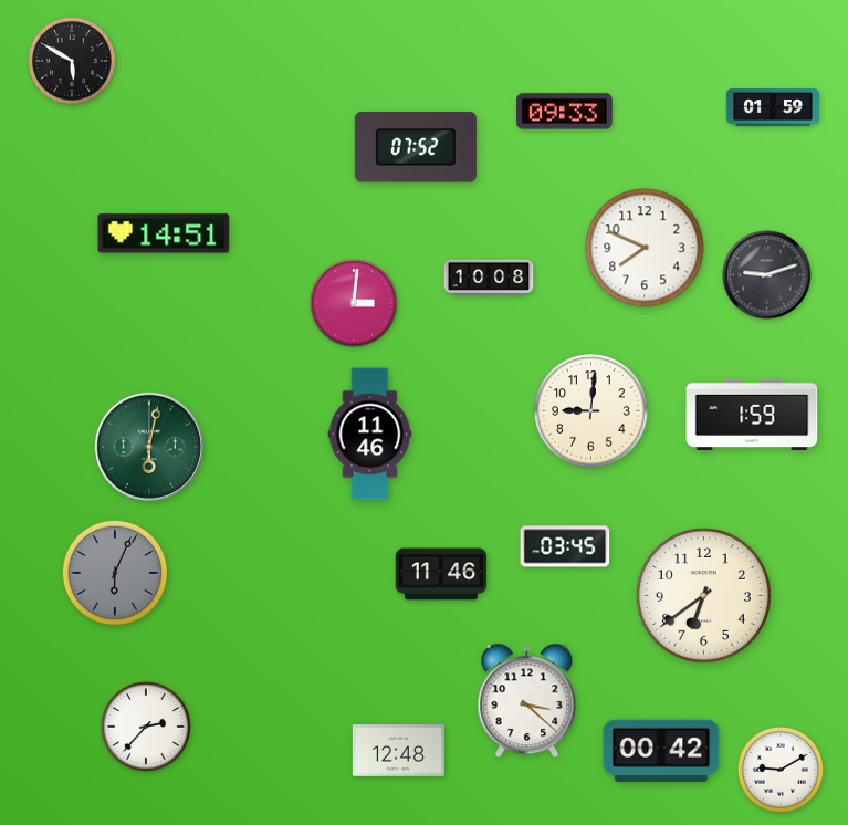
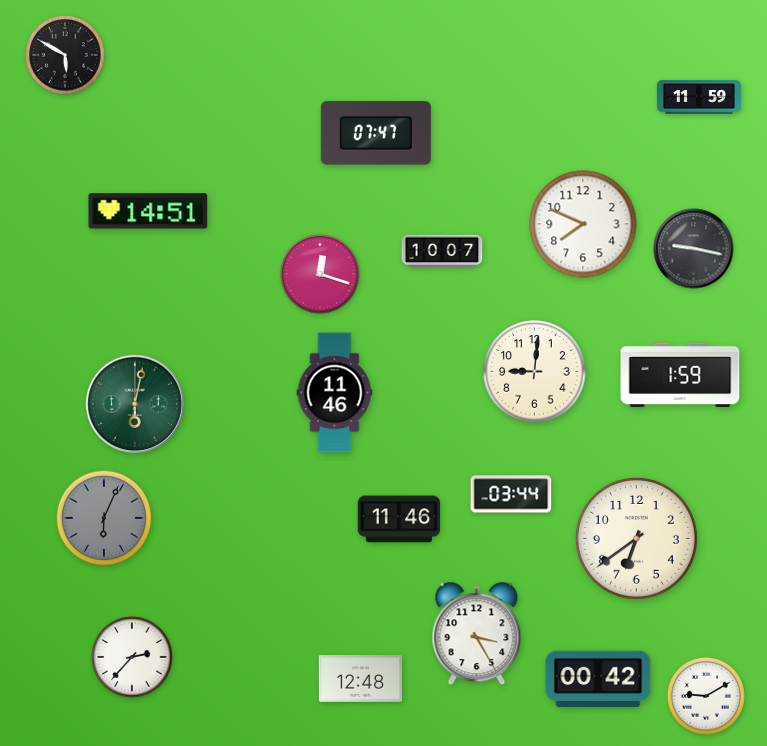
clock at (773, 107): 01:59 -> 11:59
clock at (565, 112): 09:33 -> none
clock at (416, 147): 07:52 -> 07:47
clock at (767, 275): 9:12 -> 9:17
clock at (489, 278): 10:08 -> 10:07
clock at (354, 303): 3:01 -> 12:18
clock at (565, 546): 03:45 -> 03:44
clock at (527, 701): 3:22 -> 3:25
